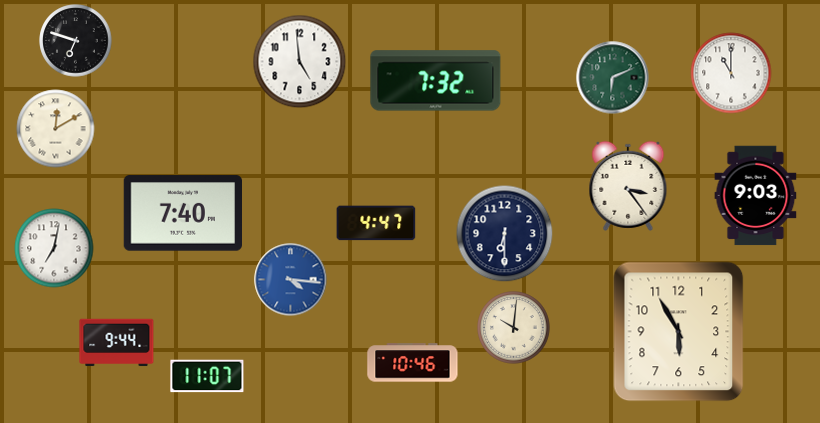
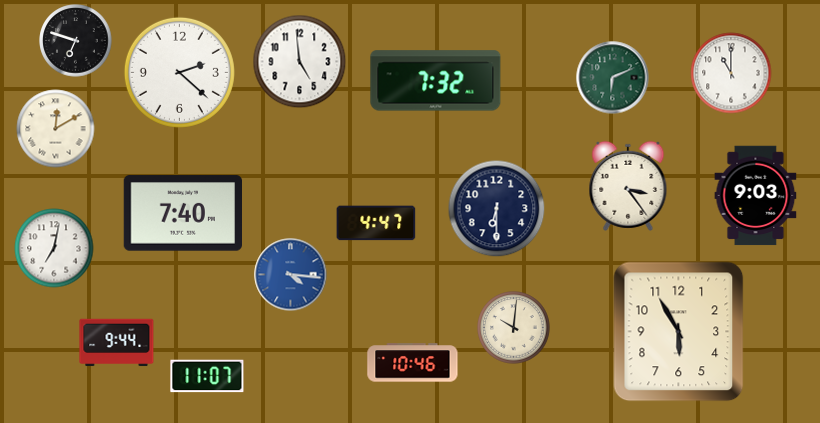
clock at (179, 72): none -> 2:22
clock at (505, 234) position: (505, 234) -> (497, 209)
clock at (291, 280) position: (291, 280) -> (291, 275)
